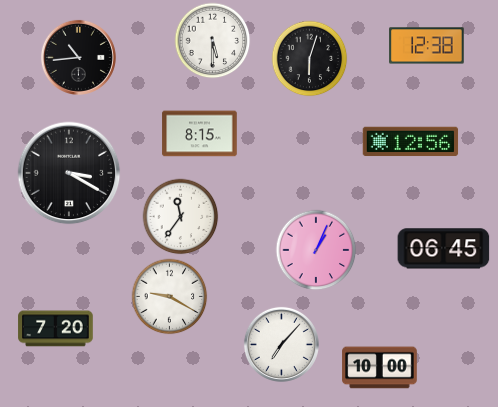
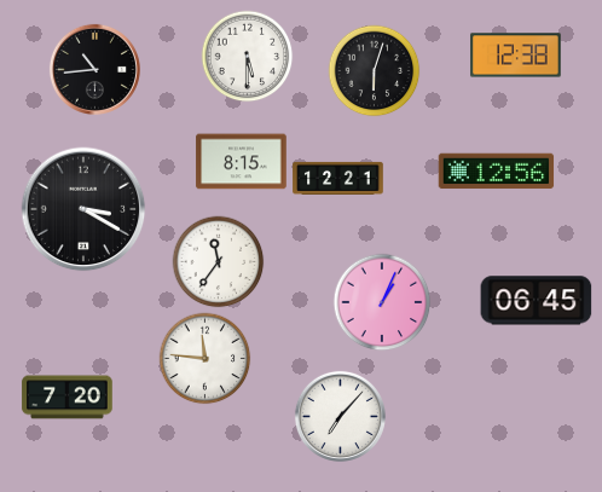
clock at (213, 41) position: (213, 41) -> (248, 57)
clock at (338, 178): none -> 12:21
clock at (170, 297): 9:20 -> 11:46
clock at (380, 368): 10:00 -> none
